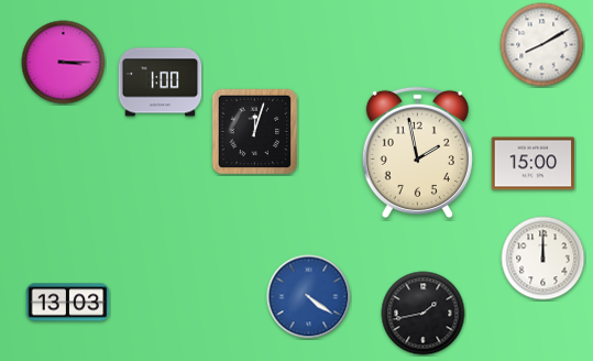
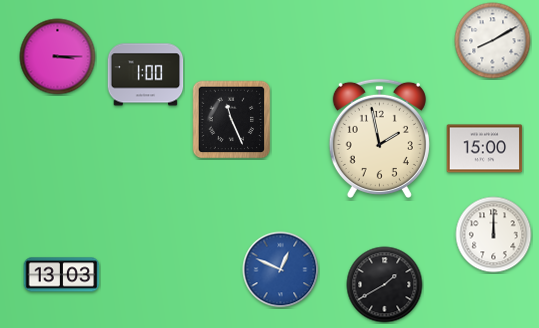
clock at (255, 132): 12:03 -> 11:26
clock at (309, 297): 4:21 -> 12:49
clock at (424, 314): 1:43 -> 1:40
